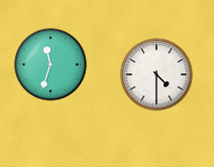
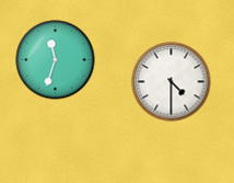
clock at (51, 65) position: (51, 65) -> (56, 60)
